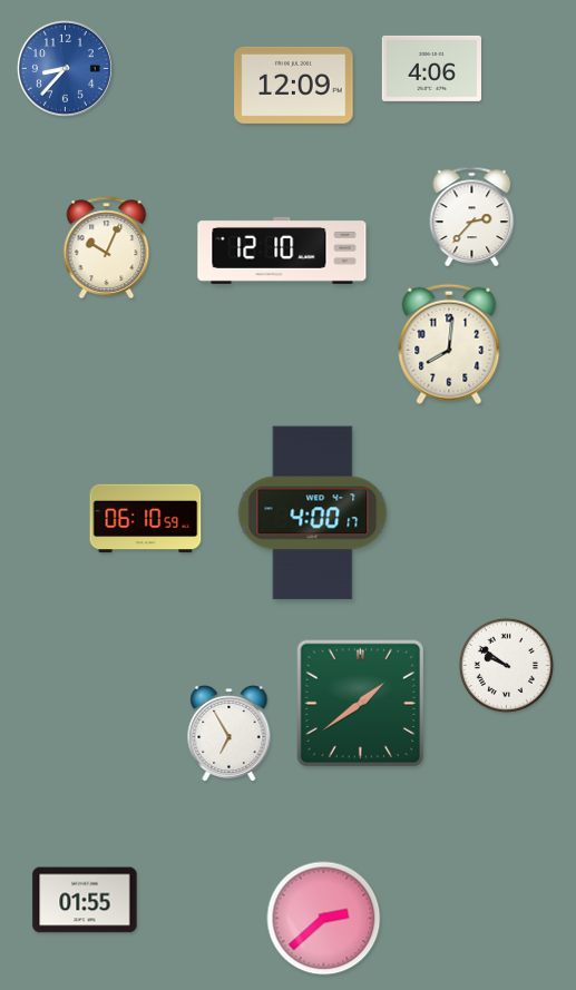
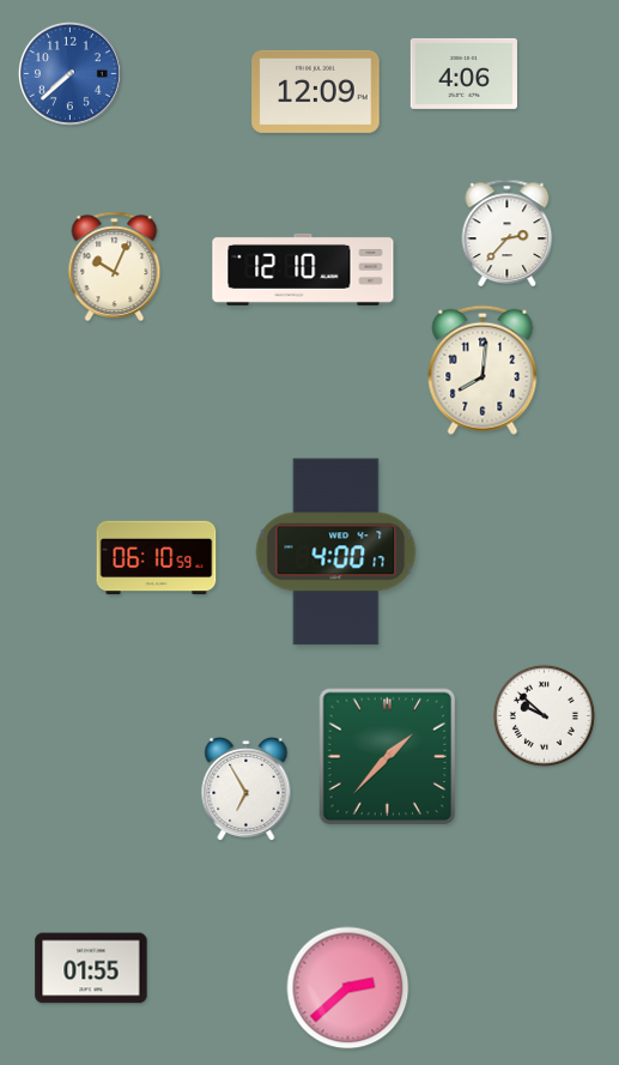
clock at (65, 68): 8:37 -> 7:38
clock at (506, 665): 9:51 -> 9:52
clock at (361, 704): 1:39 -> 1:37
